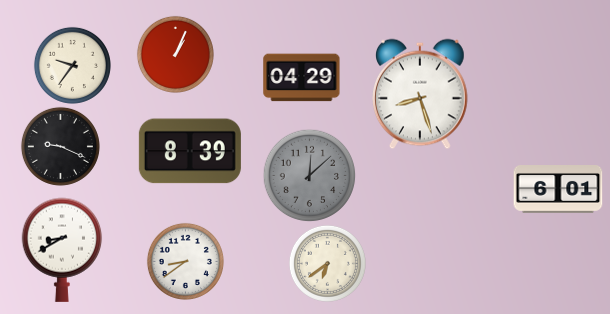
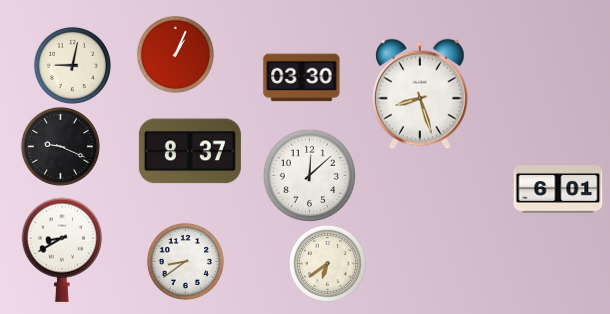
clock at (72, 65): 9:36 -> 9:02
clock at (302, 78): 04:29 -> 03:30
clock at (190, 151): 8:39 -> 8:37
clock at (309, 175) dial: grey -> white
